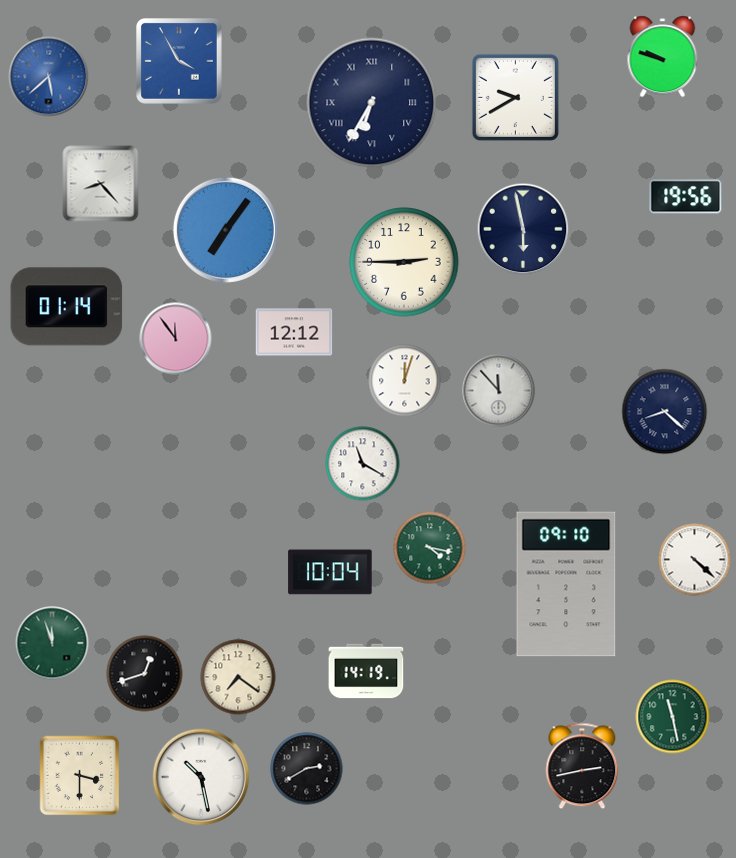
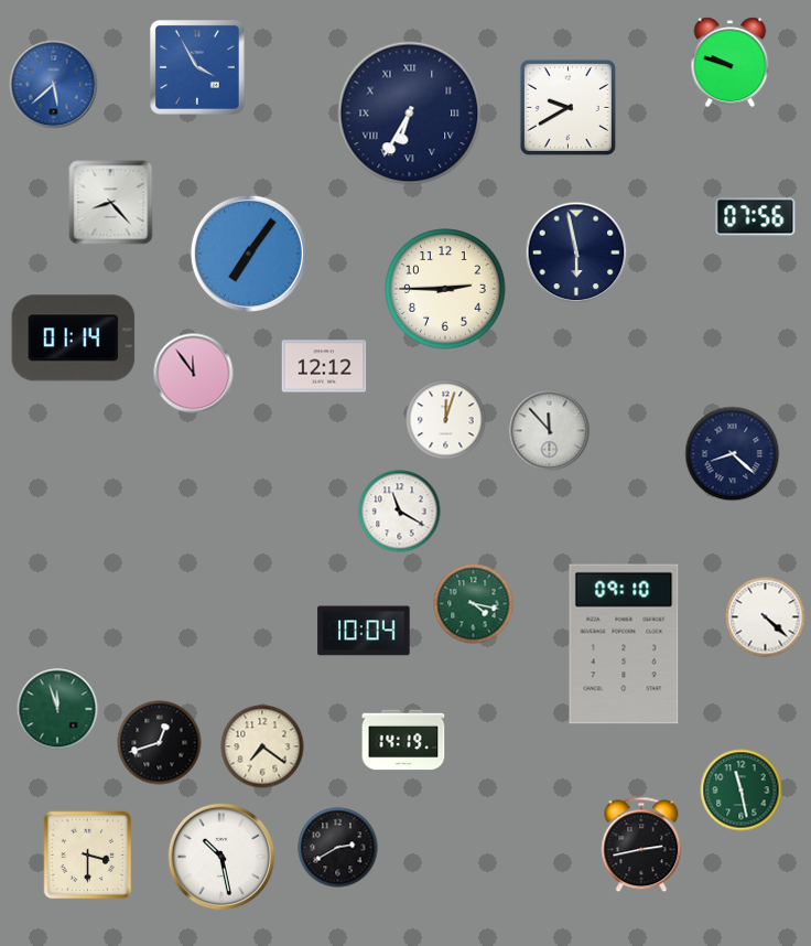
clock at (686, 197): 19:56 -> 07:56
